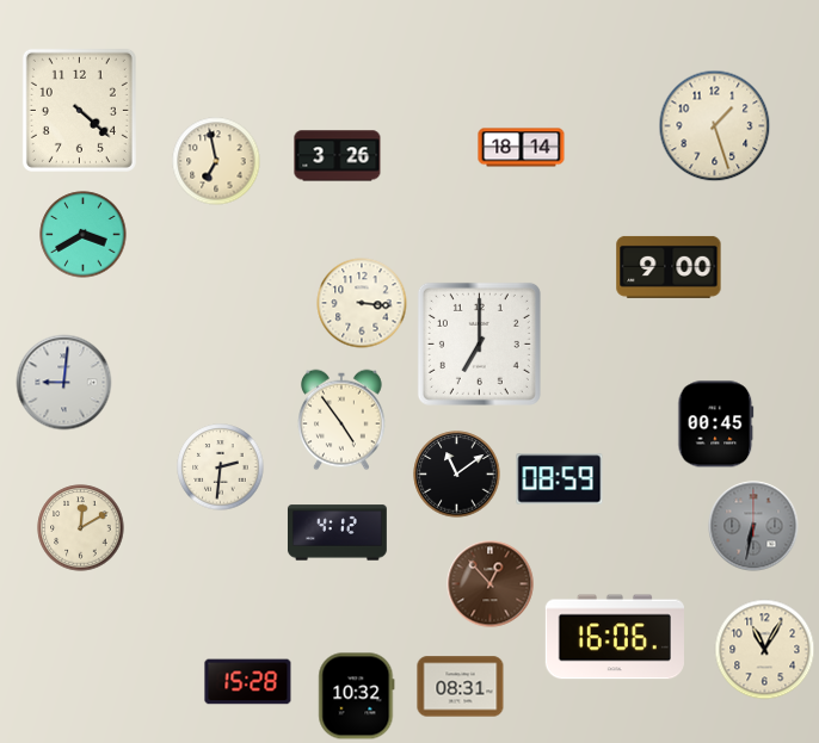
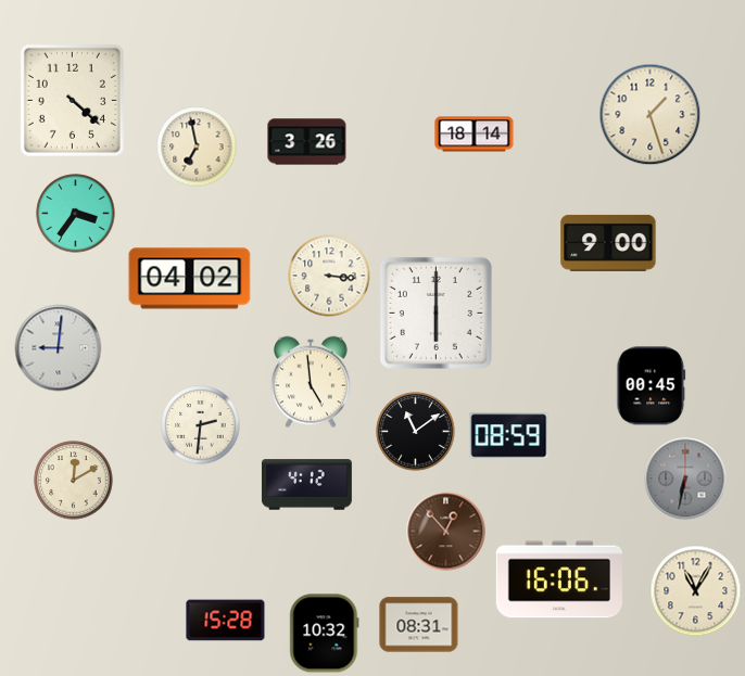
clock at (84, 235): 3:40 -> 3:36
clock at (190, 279): none -> 04:02
clock at (479, 343): 7:00 -> 6:00
clock at (343, 420): 4:54 -> 4:59
